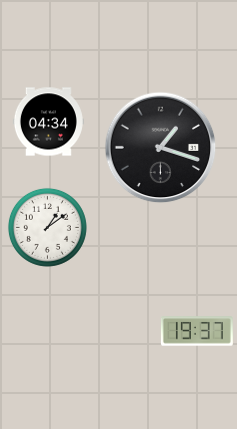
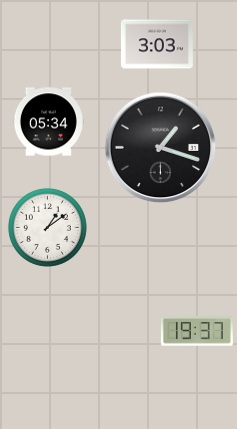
clock at (157, 44): none -> 3:03
clock at (48, 122): 04:34 -> 05:34
